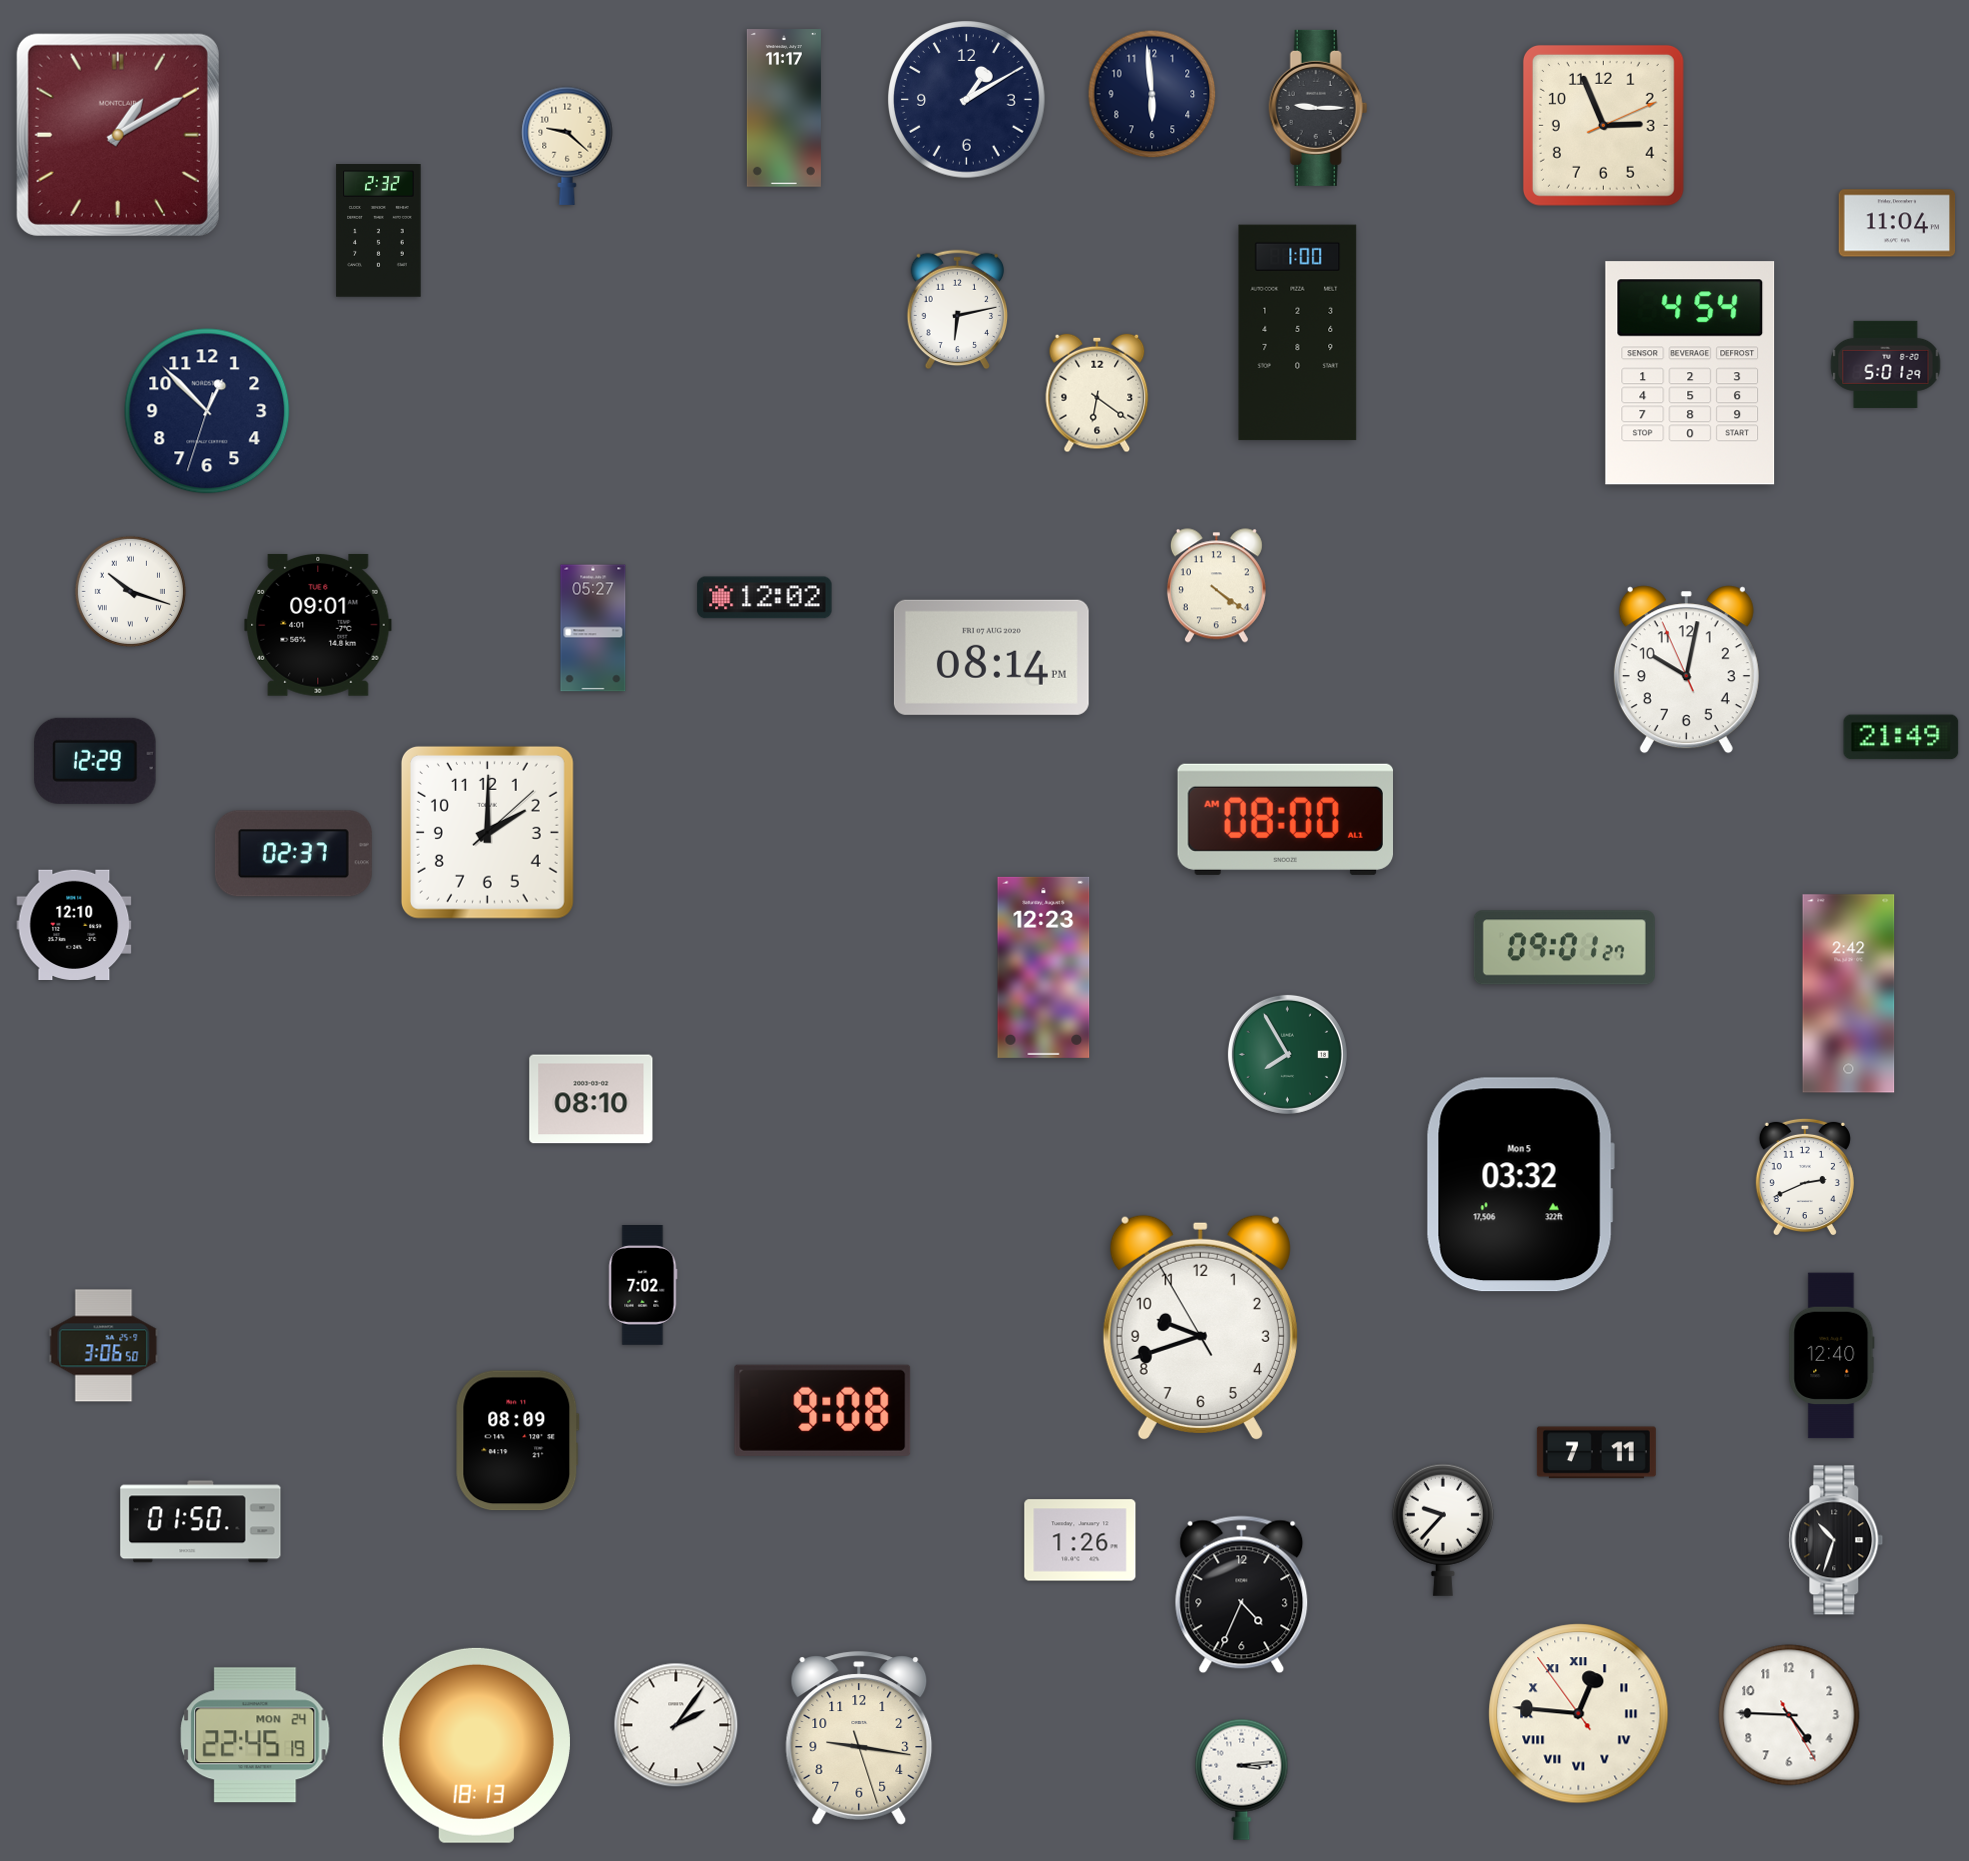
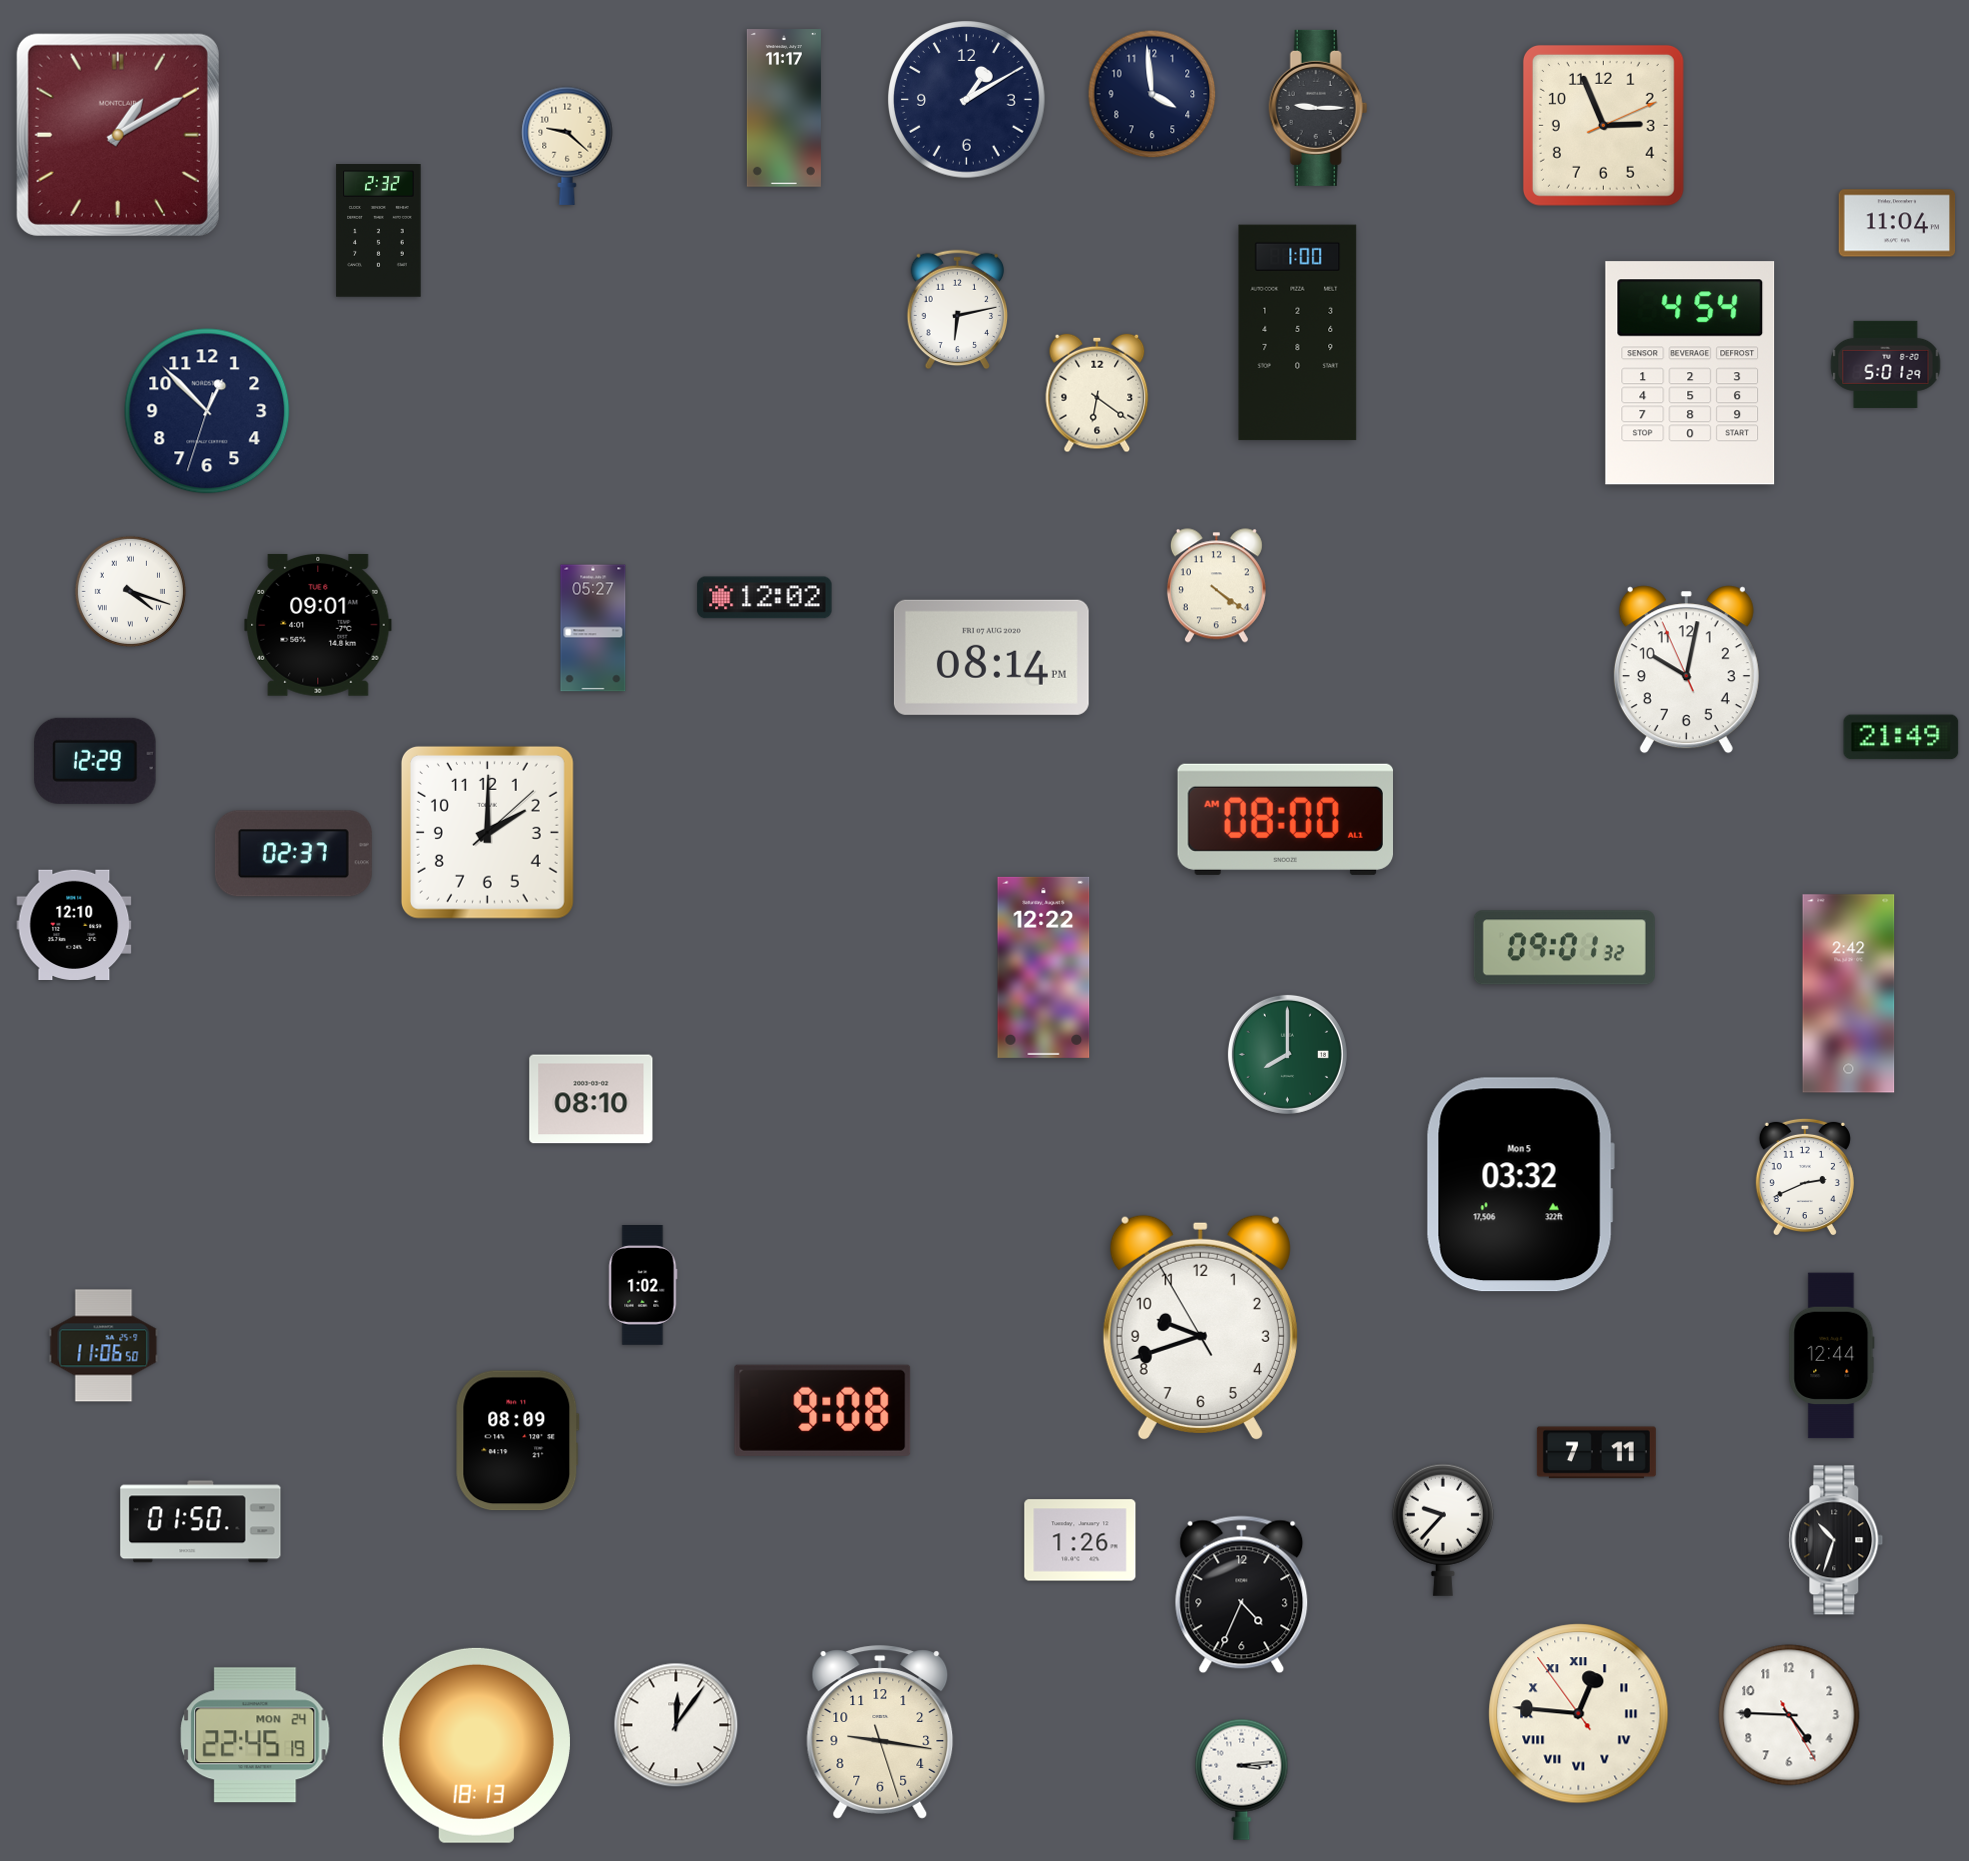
clock at (1152, 94): 5:59 -> 3:59
clock at (130, 591): 10:18 -> 4:18
clock at (1564, 948): 09:01:27 -> 09:01:32
clock at (1044, 967): 12:23 -> 12:22
clock at (1287, 1054): 7:55 -> 8:00
clock at (643, 1286): 7:02 -> 1:02
clock at (104, 1346): 3:06 -> 11:06
clock at (1832, 1356): 12:40 -> 12:44
clock at (676, 1725): 2:06 -> 12:06
clock at (859, 1738) position: (859, 1738) -> (880, 1732)
